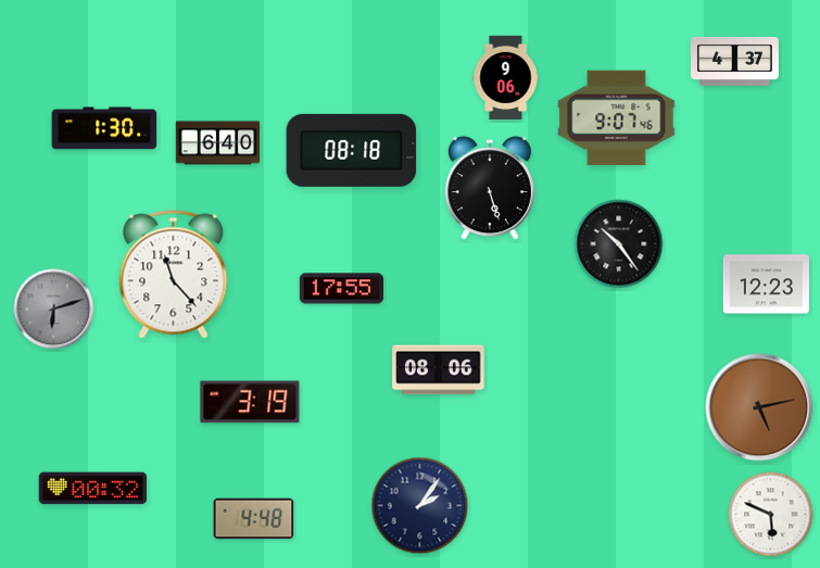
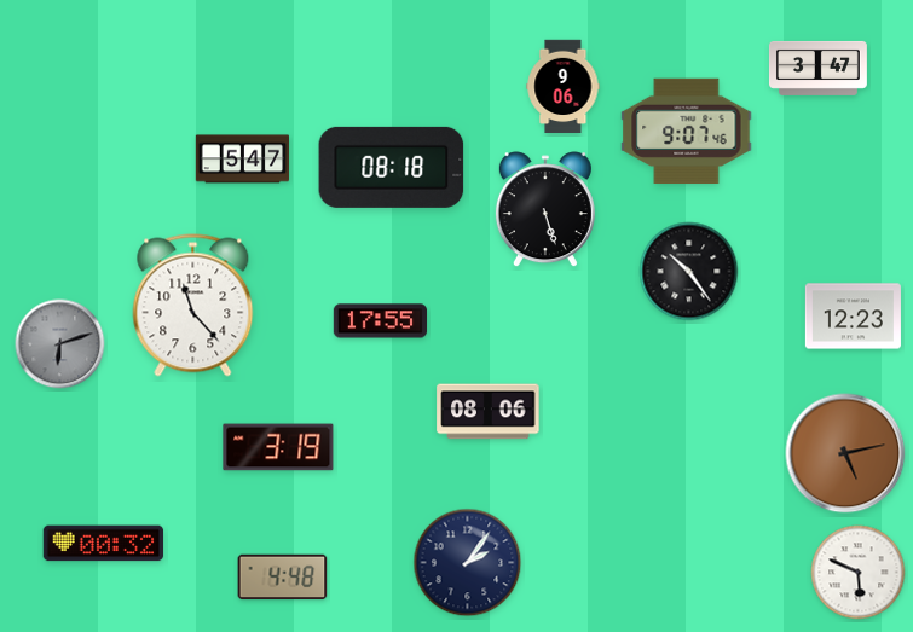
clock at (734, 61): 4:37 -> 3:47
clock at (104, 128): 1:30 -> none
clock at (218, 143): 6:40 -> 5:47
